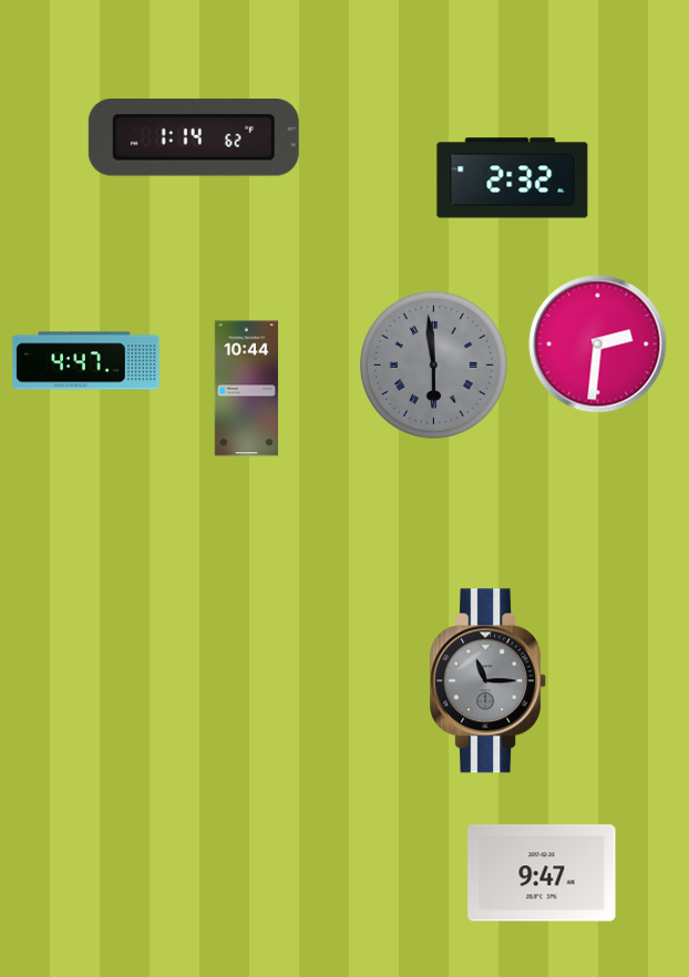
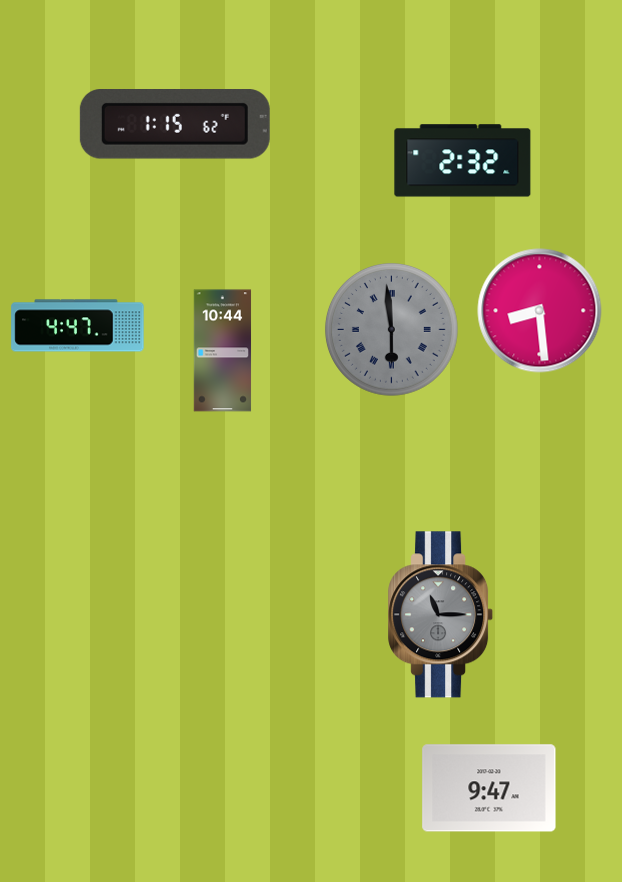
clock at (194, 137): 1:14 -> 1:15
clock at (598, 344): 2:31 -> 8:29
